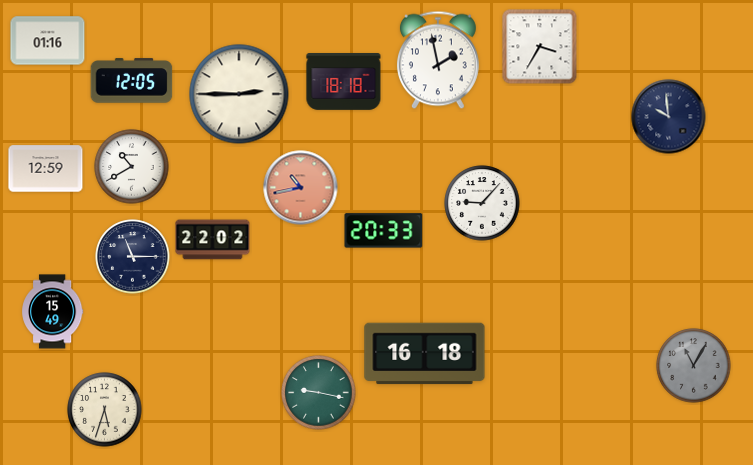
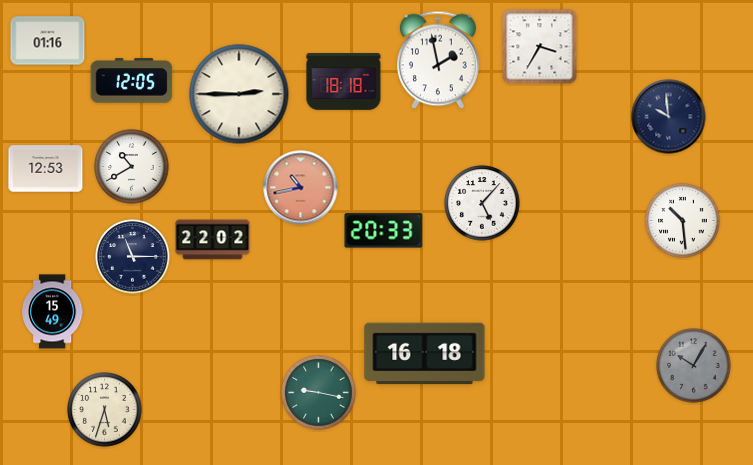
clock at (46, 169): 12:59 -> 12:53
clock at (482, 203): 9:07 -> 5:07
clock at (683, 221): none -> 10:29
clock at (694, 366): 11:05 -> 10:05
